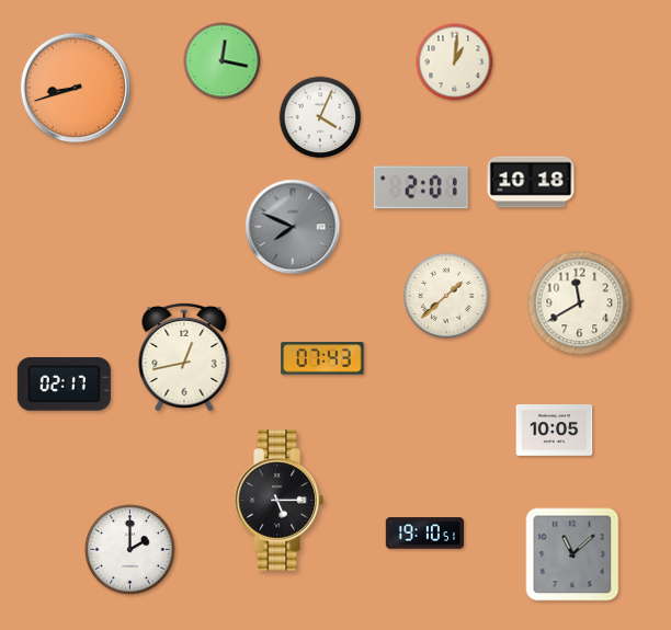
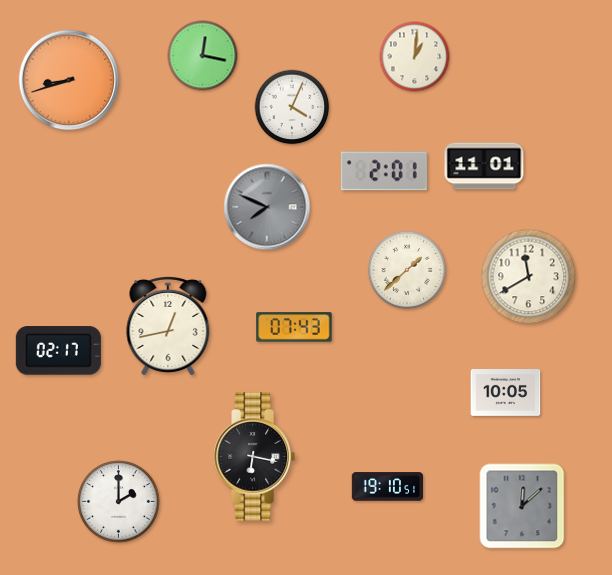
clock at (531, 182): 10:18 -> 11:01
clock at (278, 501): 5:15 -> 6:17
clock at (572, 554): 11:08 -> 12:08
